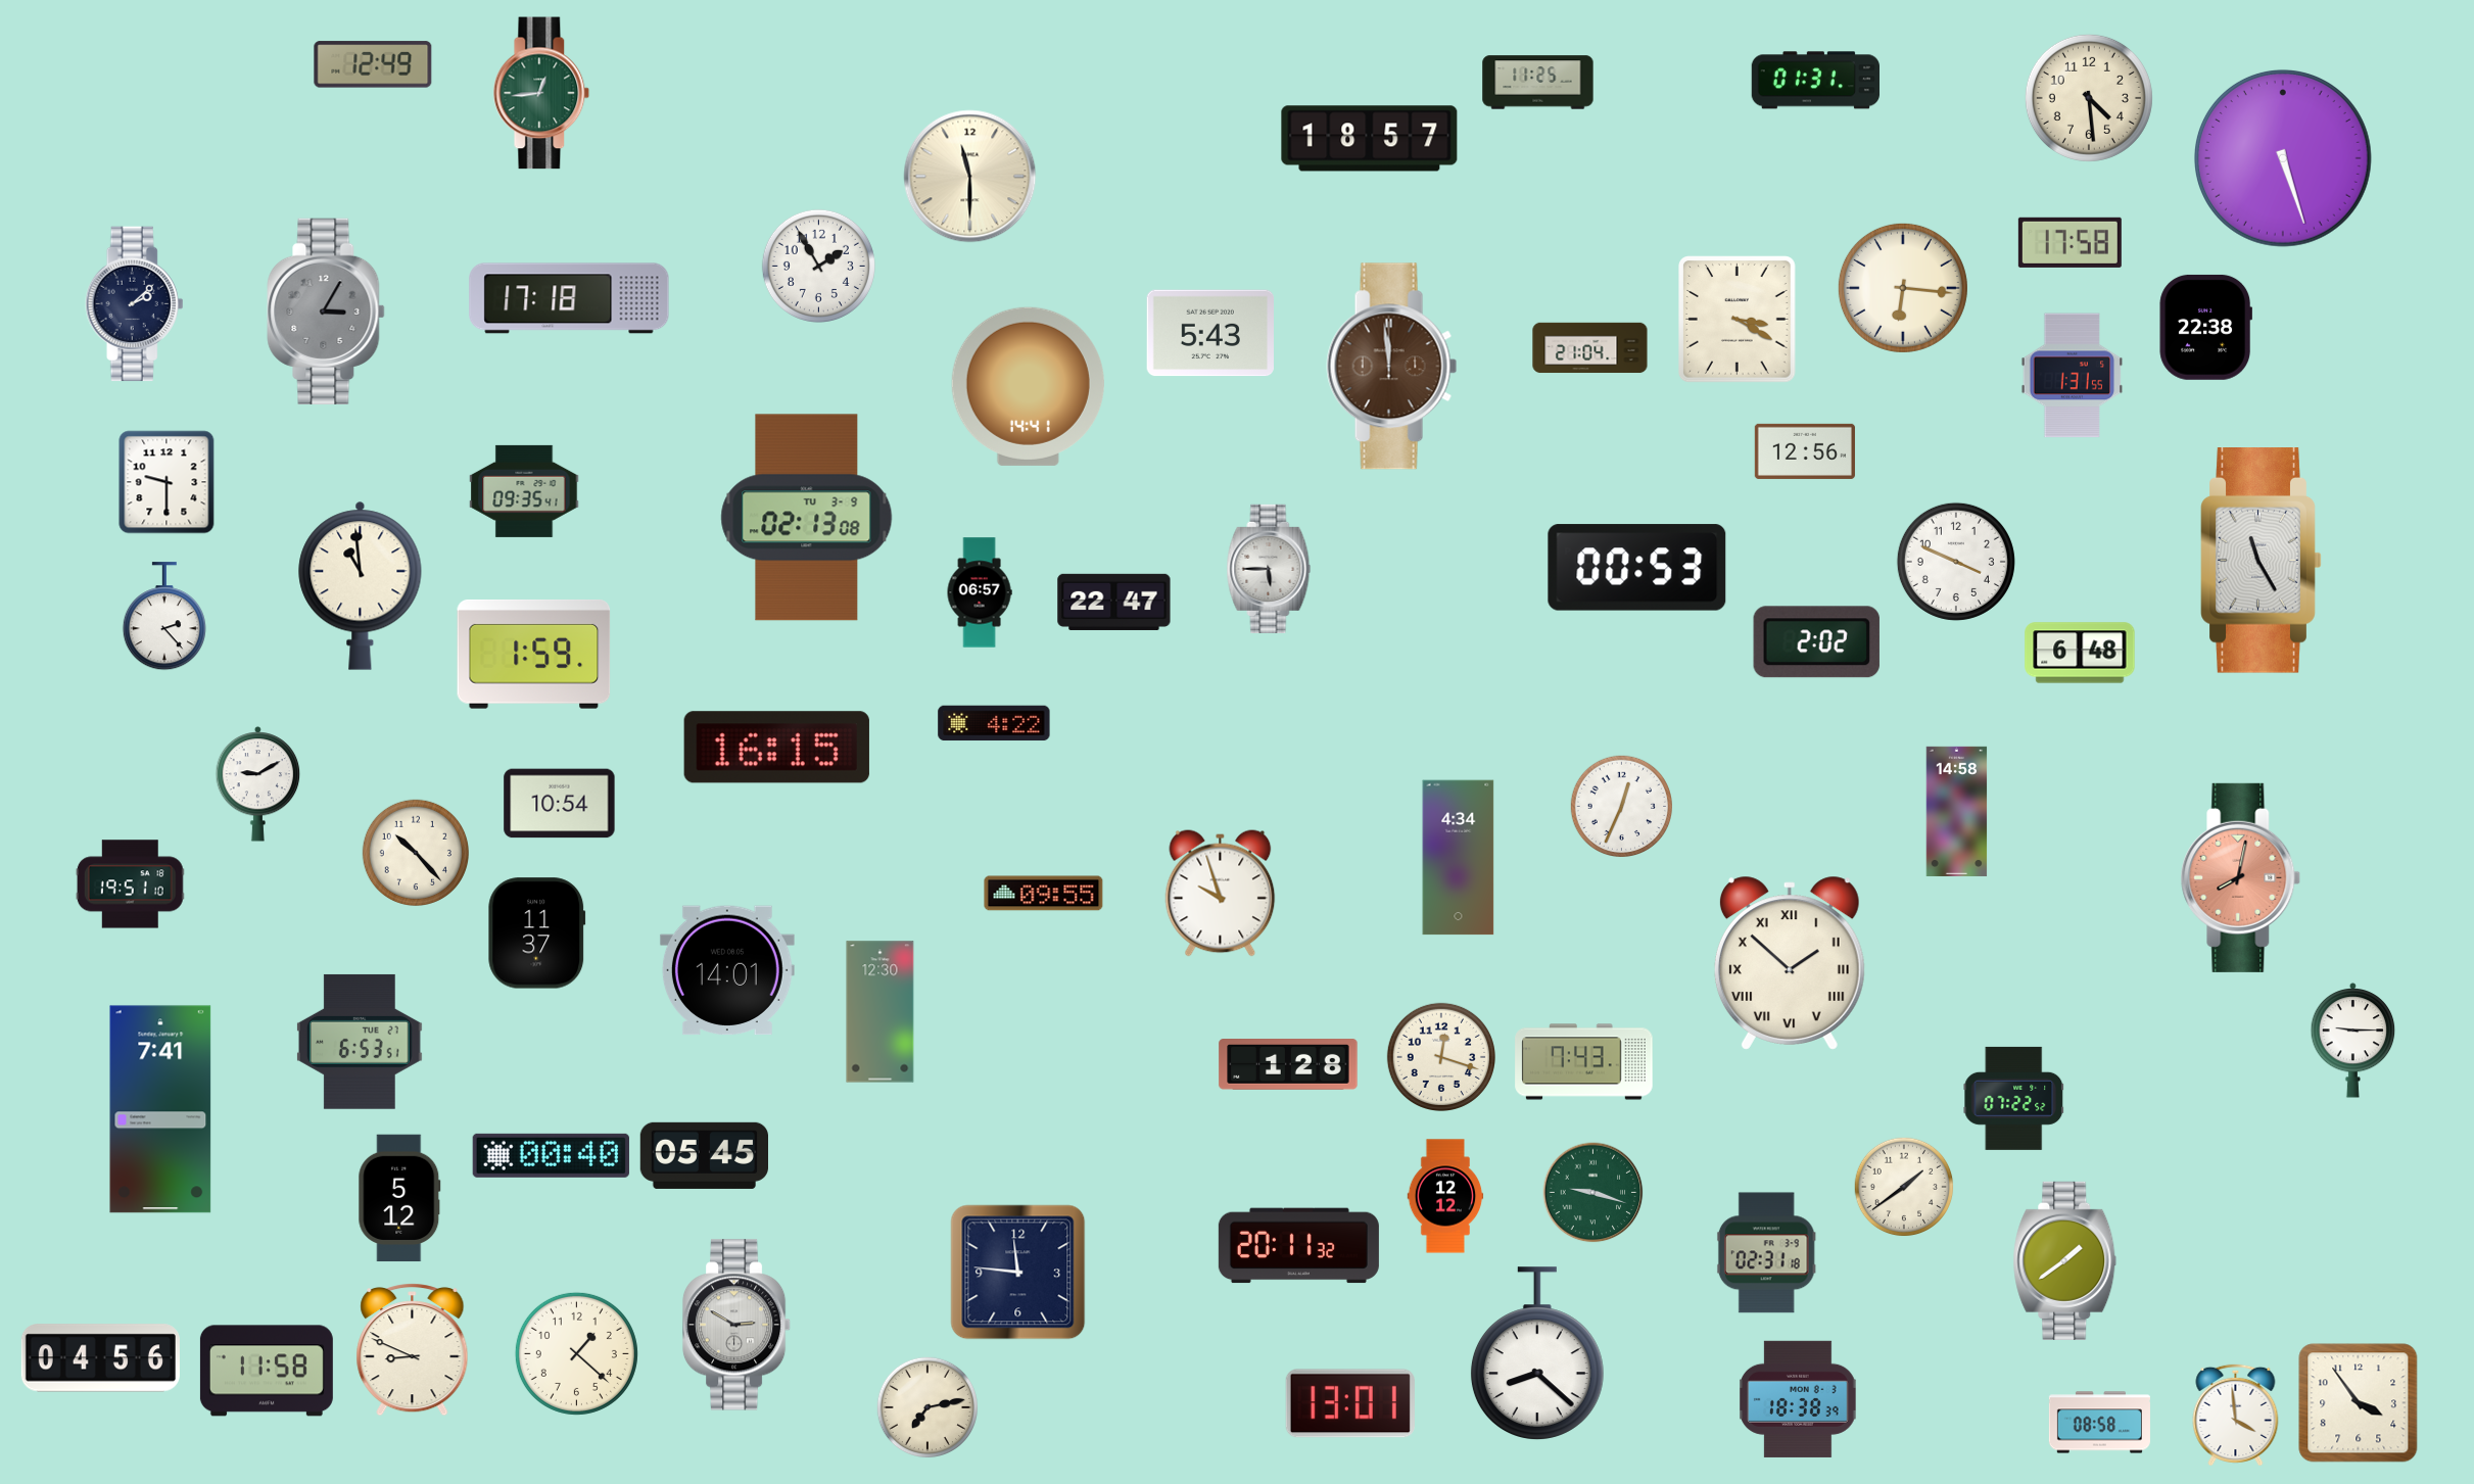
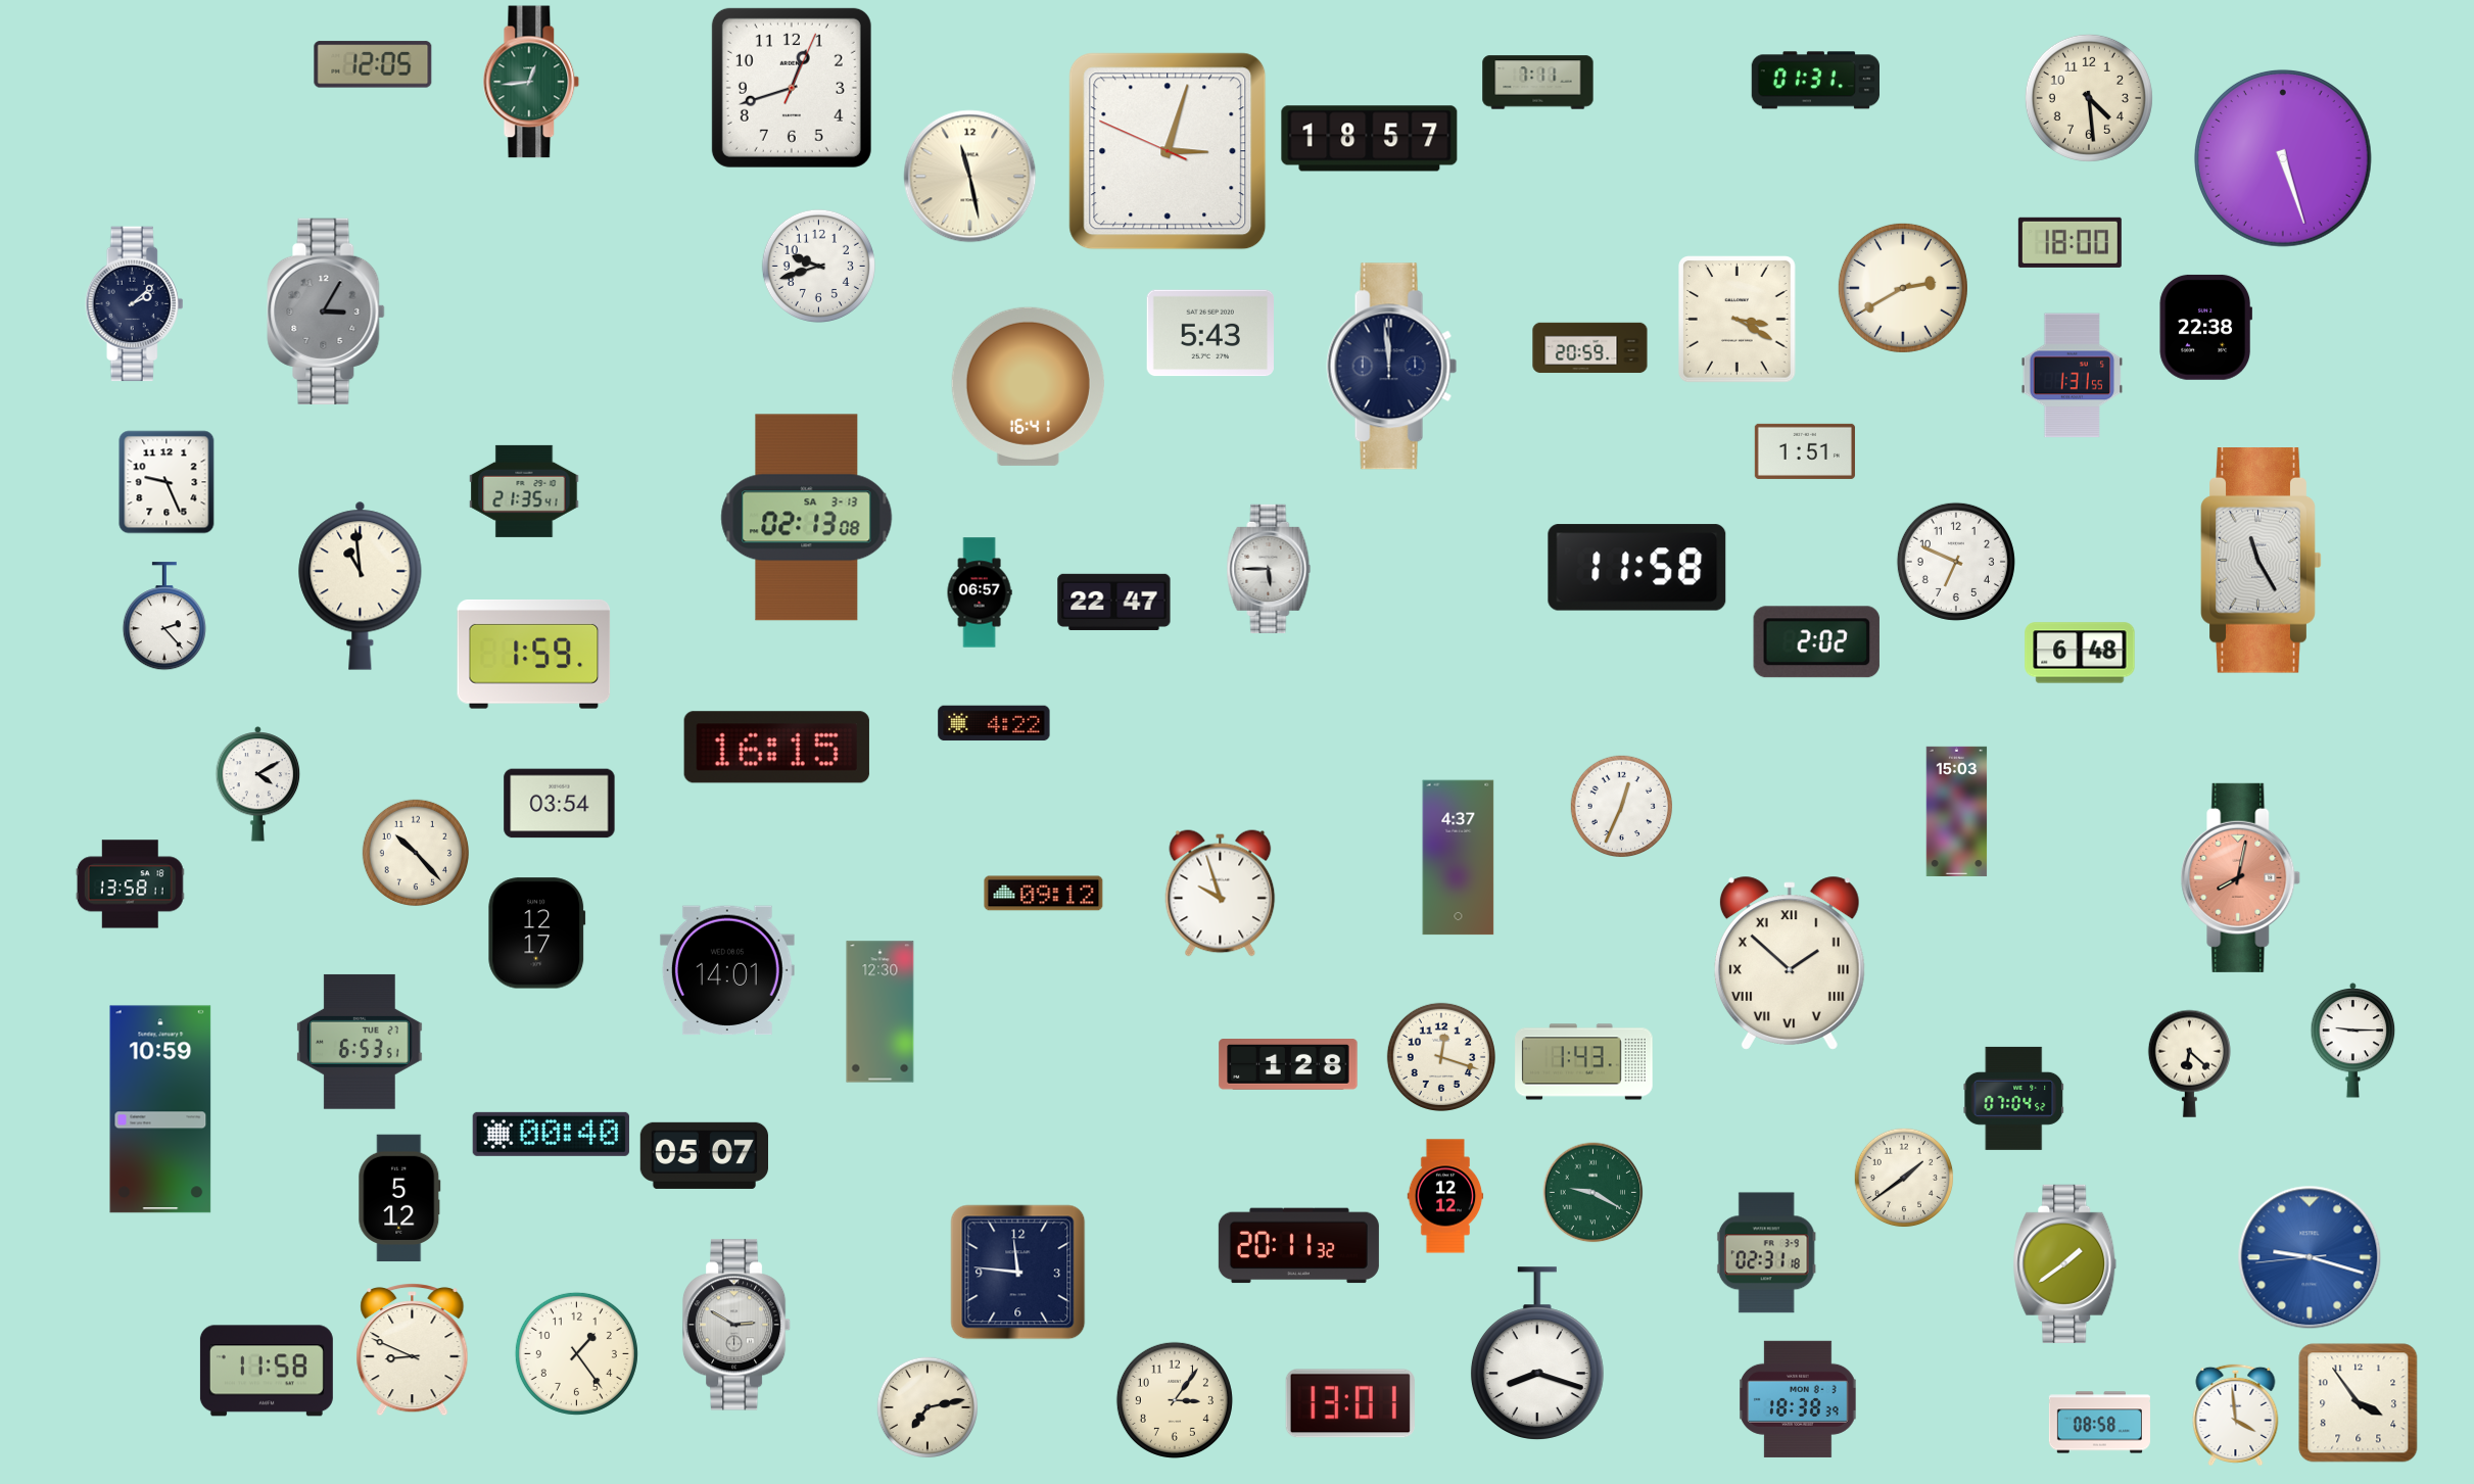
clock at (373, 64): 12:49 -> 12:05
clock at (1538, 83): 11:25 -> 7:11
clock at (792, 88): none -> 12:42
clock at (541, 93) position: (541, 93) -> (531, 82)
clock at (1168, 151): none -> 3:02
clock at (970, 177): 11:30 -> 11:28
clock at (2069, 242): 17:58 -> 18:00
clock at (818, 266): 1:55 -> 9:42
clock at (1903, 288): 6:16 -> 2:40
clock at (569, 298): 17:18 -> none
clock at (1590, 348): 21:04 -> 20:59
clock at (1392, 367) dial: brown -> navy
clock at (1028, 386): 14:41 -> 16:41
clock at (1805, 451): 12:56 -> 1:51
clock at (166, 482): 9:30 -> 9:26
clock at (524, 491): 09:35 -> 21:35
clock at (807, 518) date: TU 3-9 -> SA 3-13
clock at (1956, 562): 3:49 -> 6:49
clock at (1637, 568): 00:53 -> 11:58
clock at (258, 783): 9:10 -> 4:10
clock at (560, 804): 10:54 -> 03:54
clock at (1957, 811): 14:58 -> 15:03
clock at (1459, 858): 4:34 -> 4:37
clock at (130, 884): 19:51 -> 13:58
clock at (1044, 894): 09:55 -> 09:12
clock at (537, 934): 11:37 -> 12:17
clock at (1584, 1062): 7:43 -> 1:43
clock at (2189, 1063): none -> 6:22
clock at (2014, 1098): 07:22 -> 07:04
clock at (160, 1109): 7:41 -> 10:59
clock at (551, 1155) position: (551, 1155) -> (551, 1134)
clock at (704, 1155): 05:45 -> 05:07
clock at (1904, 1187) position: (1904, 1187) -> (1904, 1178)
clock at (1593, 1193): 9:18 -> 9:20
clock at (2310, 1257): none -> 9:17
clock at (2065, 1260) position: (2065, 1260) -> (2065, 1263)
clock at (576, 1353): 1:22 -> 1:24
clock at (1537, 1353): 8:22 -> 8:18
clock at (100, 1358): 04:56 -> none
clock at (1175, 1400): none -> 3:06
